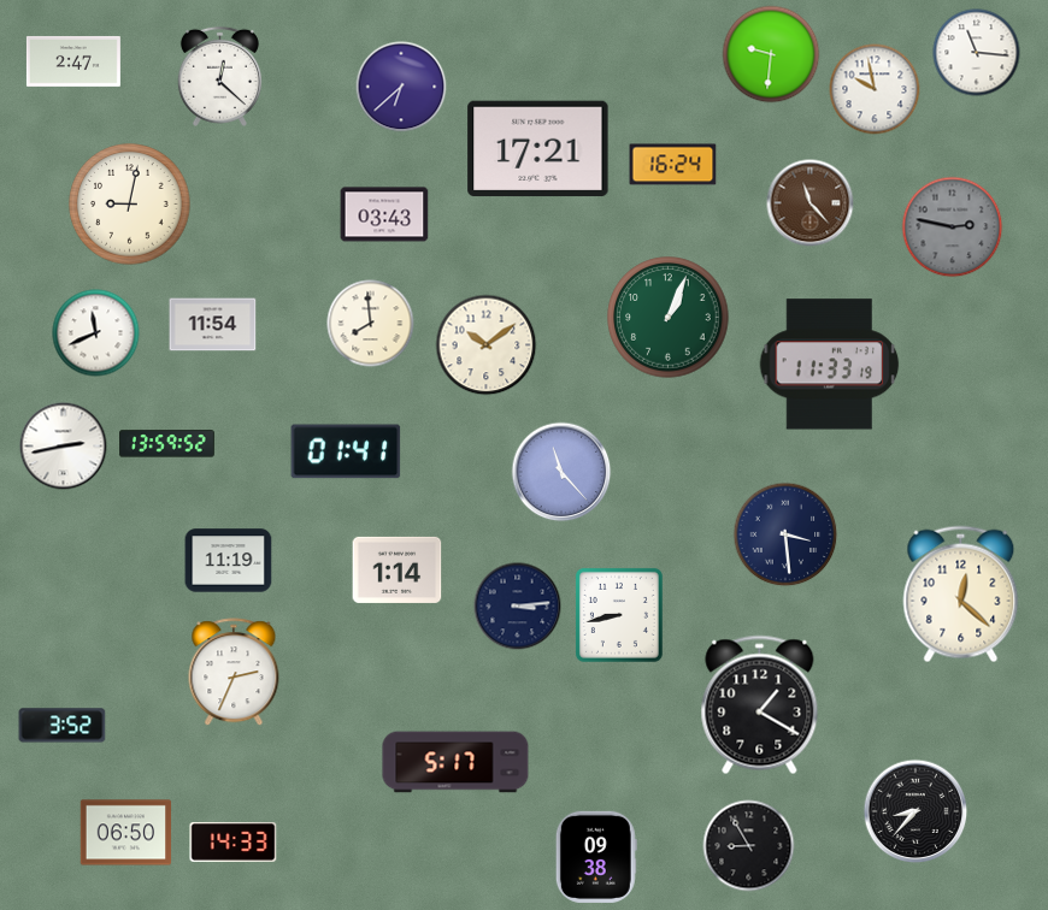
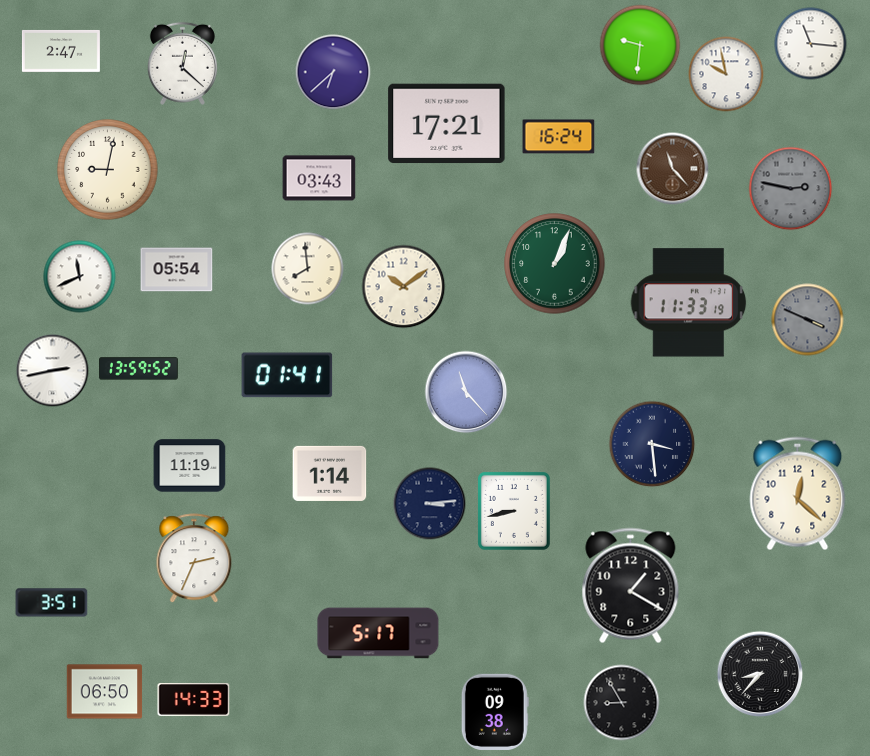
clock at (213, 325): 11:54 -> 05:54
clock at (808, 320): none -> 3:49
clock at (63, 726): 3:52 -> 3:51
